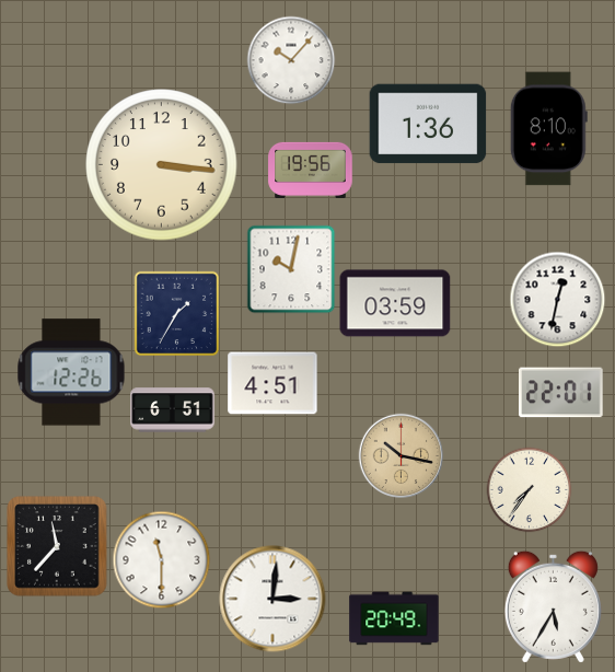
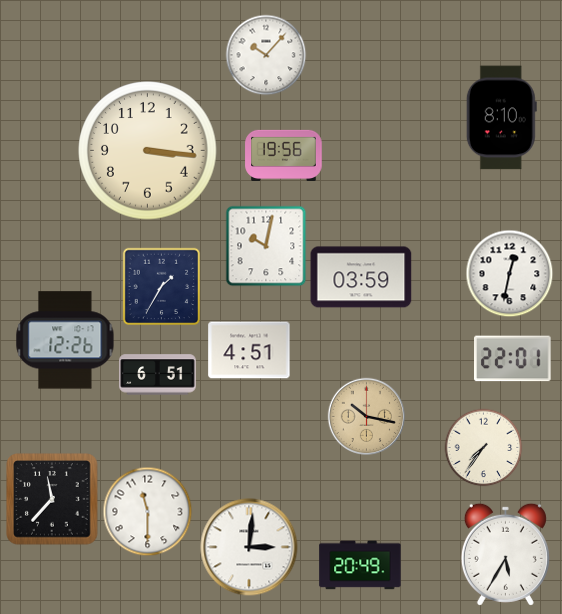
clock at (428, 124): 1:36 -> none
